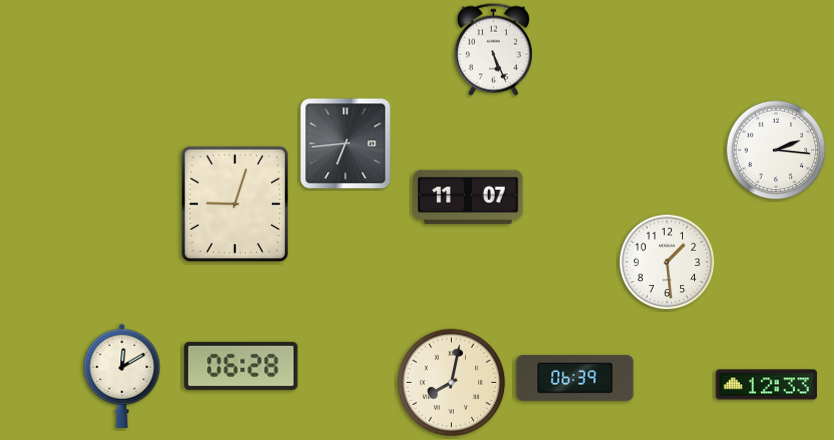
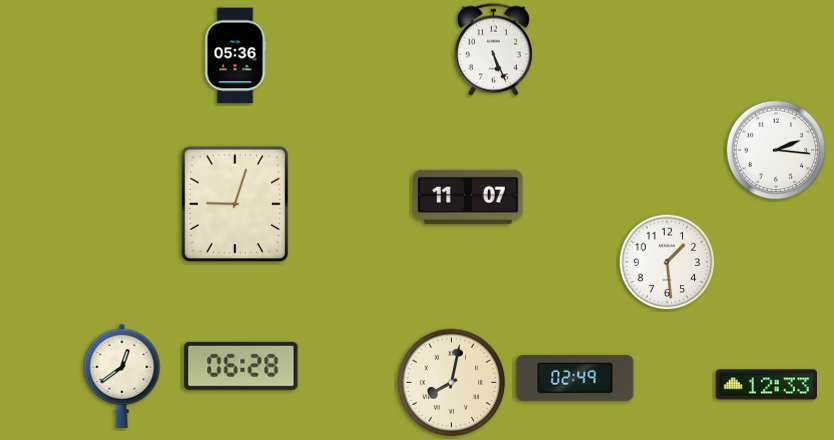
clock at (235, 56): none -> 05:36
clock at (346, 144): 6:44 -> none
clock at (122, 376): 12:10 -> 12:39
clock at (575, 378): 06:39 -> 02:49
